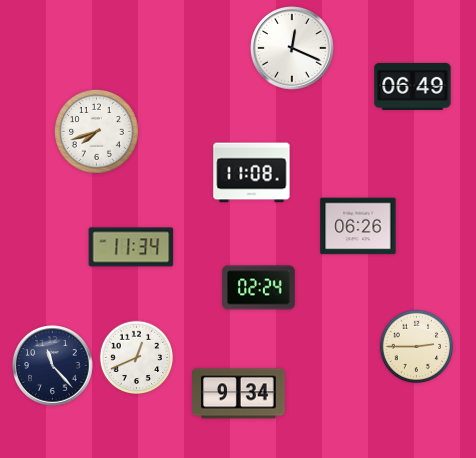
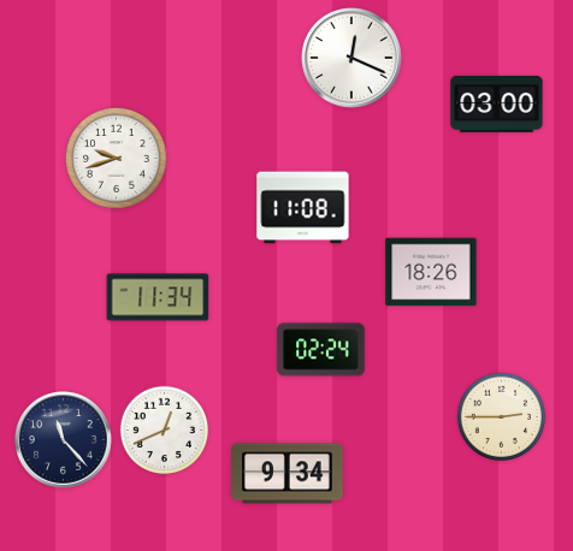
clock at (413, 86): 06:49 -> 03:00
clock at (97, 132): 7:42 -> 9:42
clock at (358, 226): 06:26 -> 18:26
clock at (259, 288) position: (259, 288) -> (321, 350)
